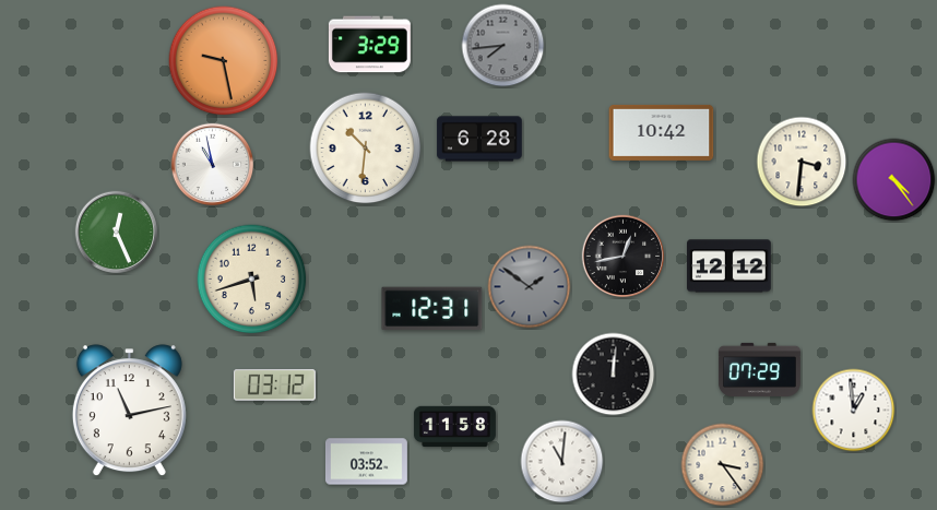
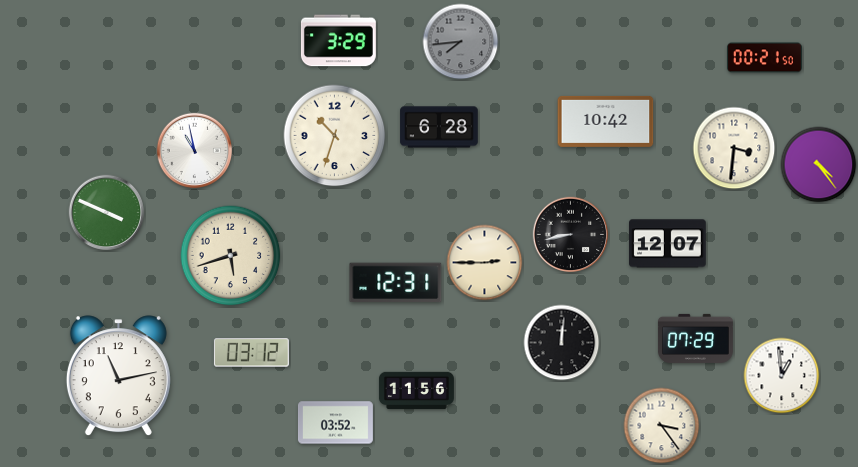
clock at (224, 61): 9:28 -> none
clock at (764, 58): none -> 00:21
clock at (366, 149): 10:31 -> 10:33
clock at (117, 233): 12:26 -> 3:49
clock at (624, 257): 12:43 -> 8:43
clock at (730, 266): 12:12 -> 12:07
clock at (530, 287): 1:51 -> 2:45
clock at (530, 287) dial: grey -> cream
clock at (454, 427): 11:58 -> 11:56
clock at (562, 462): 11:01 -> none
